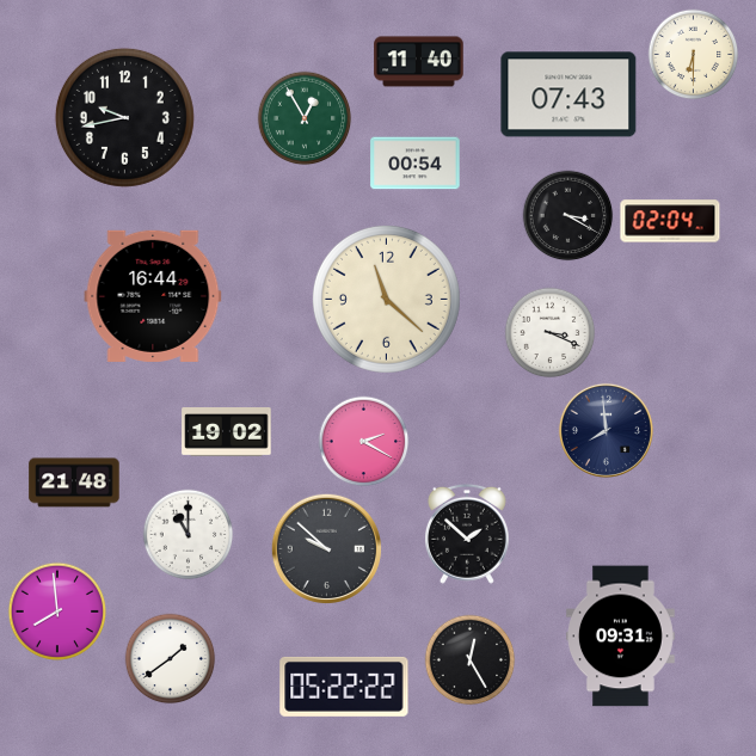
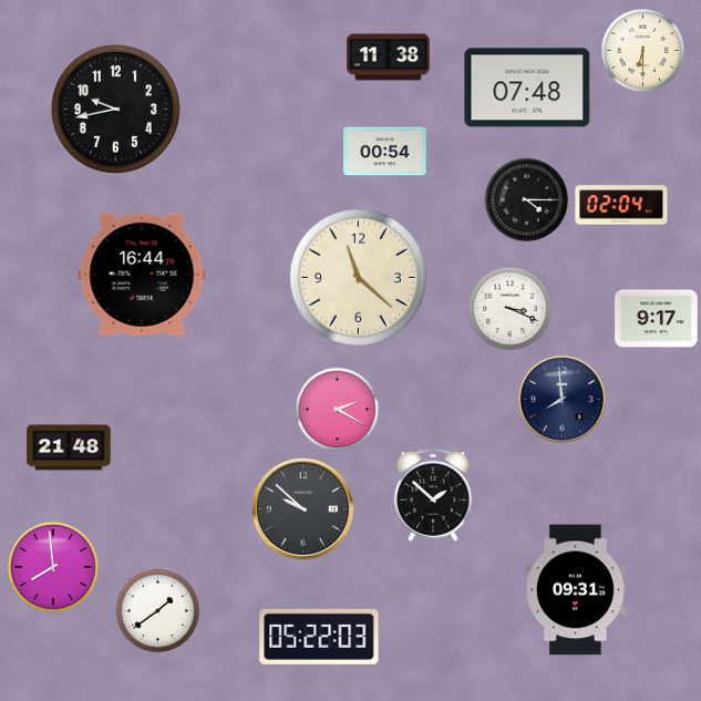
clock at (419, 62): 11:40 -> 11:38
clock at (568, 94): 07:43 -> 07:48
clock at (305, 118): 12:55 -> none
clock at (568, 216): 3:20 -> 4:15
clock at (657, 319): none -> 9:17
clock at (227, 432): 19:02 -> none
clock at (189, 535): 11:00 -> none
clock at (471, 660): 12:25 -> none
clock at (344, 687): 05:22:22 -> 05:22:03
